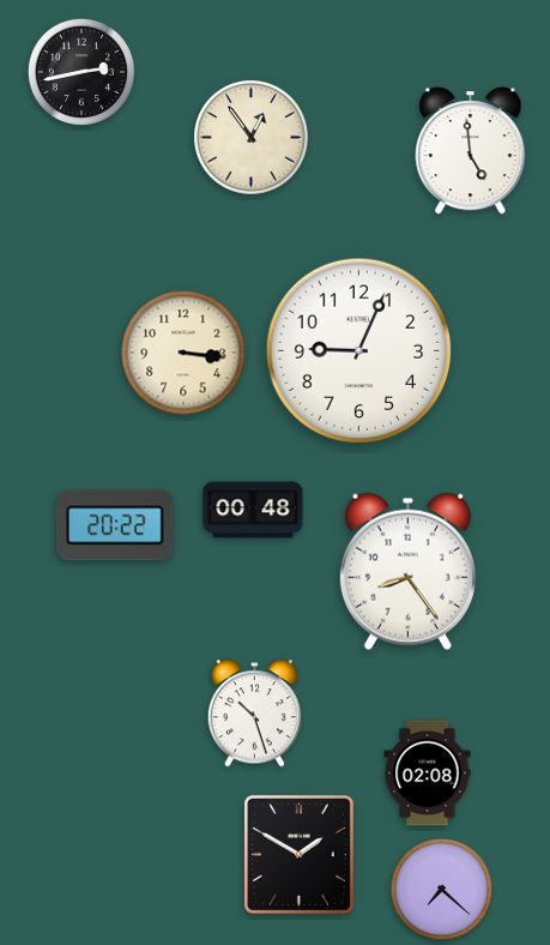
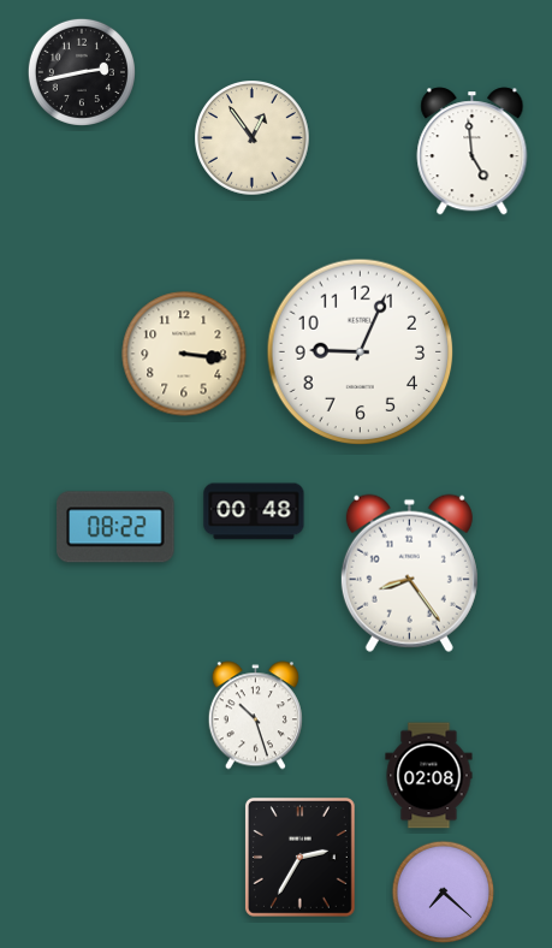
clock at (115, 525): 20:22 -> 08:22
clock at (298, 854): 1:50 -> 2:35
